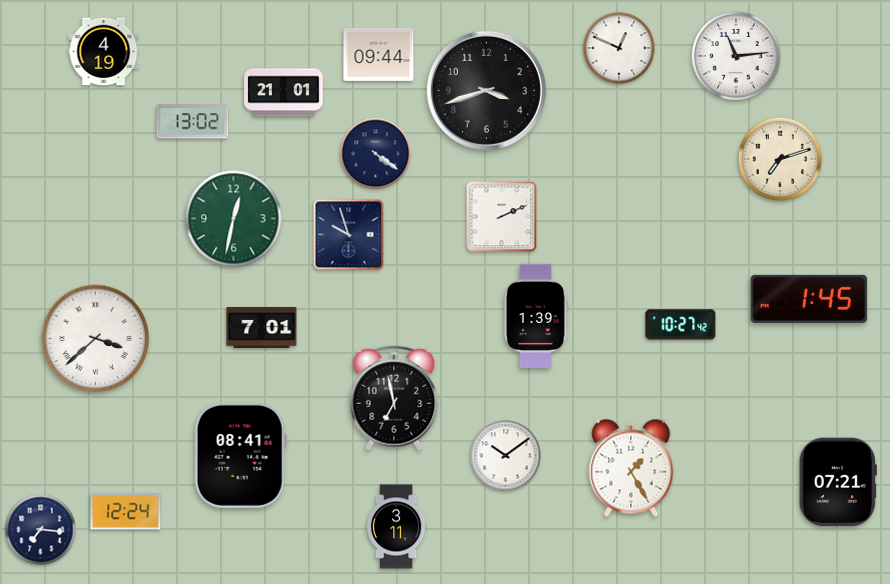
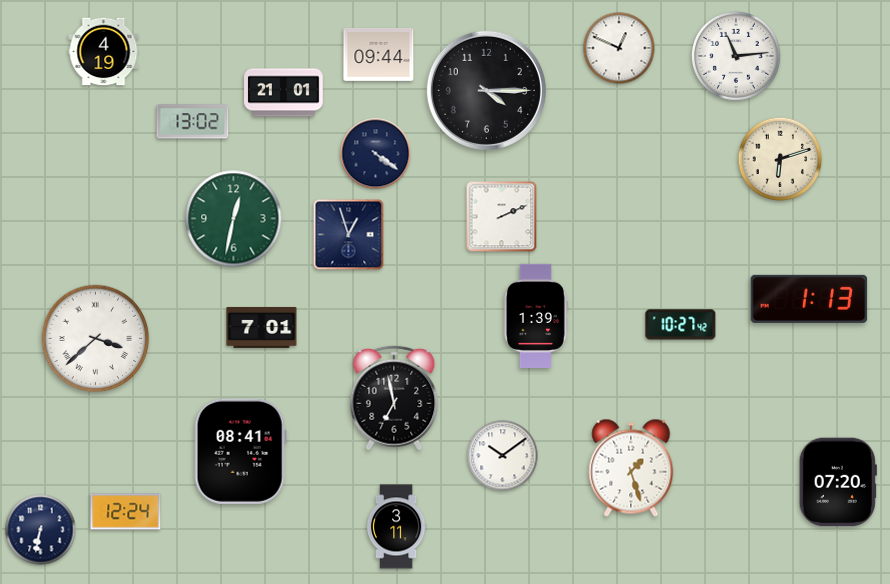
clock at (486, 90): 3:42 -> 4:15
clock at (780, 159): 7:12 -> 6:12
clock at (349, 235): 9:57 -> 12:57
clock at (809, 299): 1:45 -> 1:13
clock at (240, 455) position: (240, 455) -> (240, 451)
clock at (506, 456) position: (506, 456) -> (503, 456)
clock at (631, 468): 1:25 -> 1:27
clock at (838, 482): 07:21 -> 07:20
clock at (41, 530): 7:16 -> 6:32
